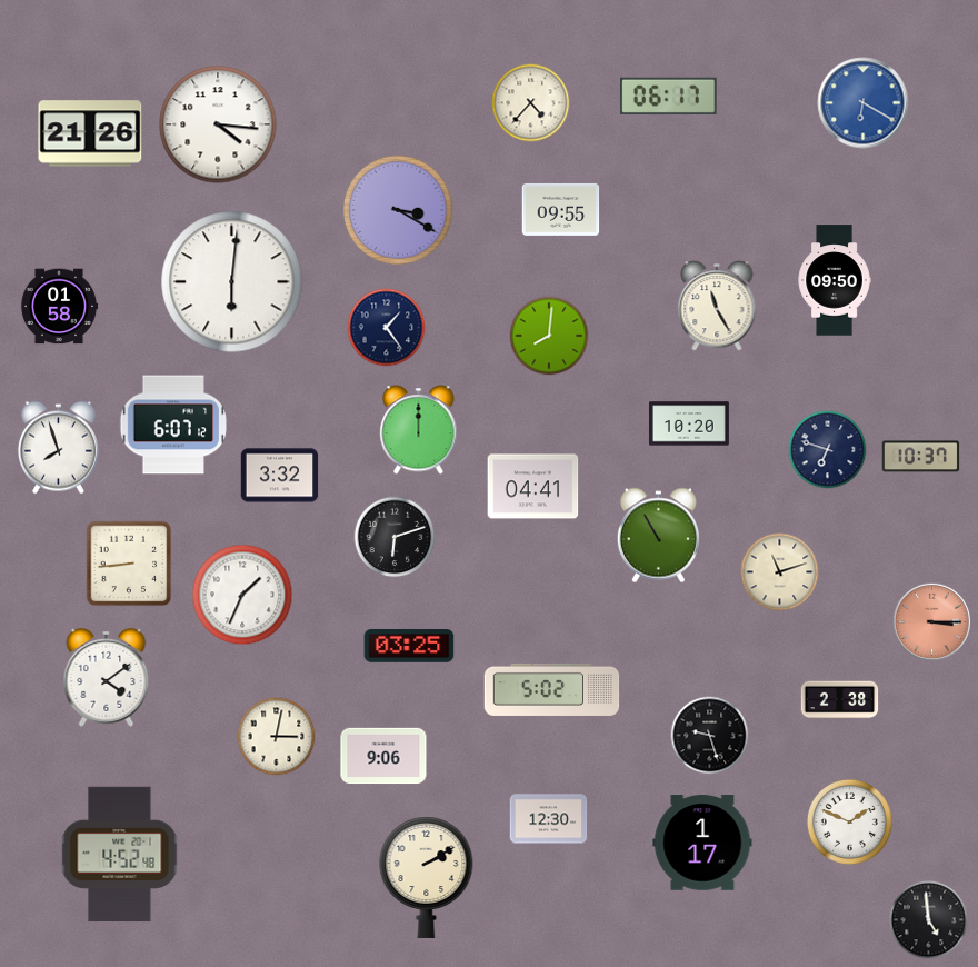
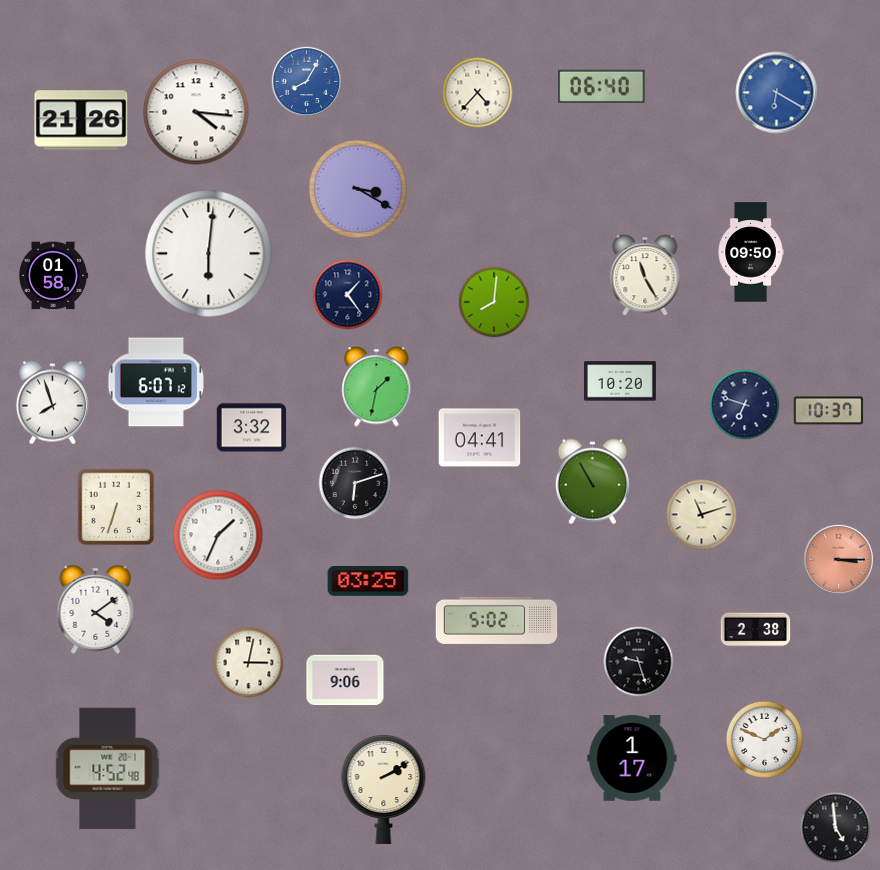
clock at (306, 81): none -> 8:05
clock at (669, 96): 06:17 -> 06:40
clock at (561, 209): 09:55 -> none
clock at (419, 430): 12:00 -> 1:32
clock at (129, 564): 8:44 -> 6:33
clock at (549, 819): 12:30 -> none
